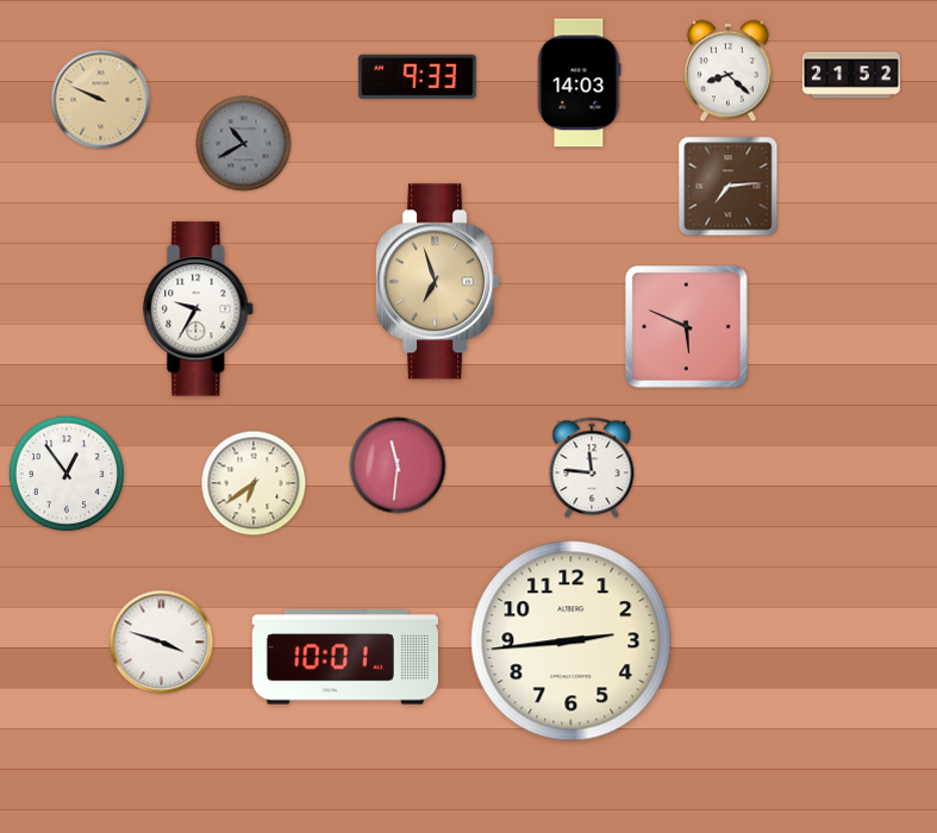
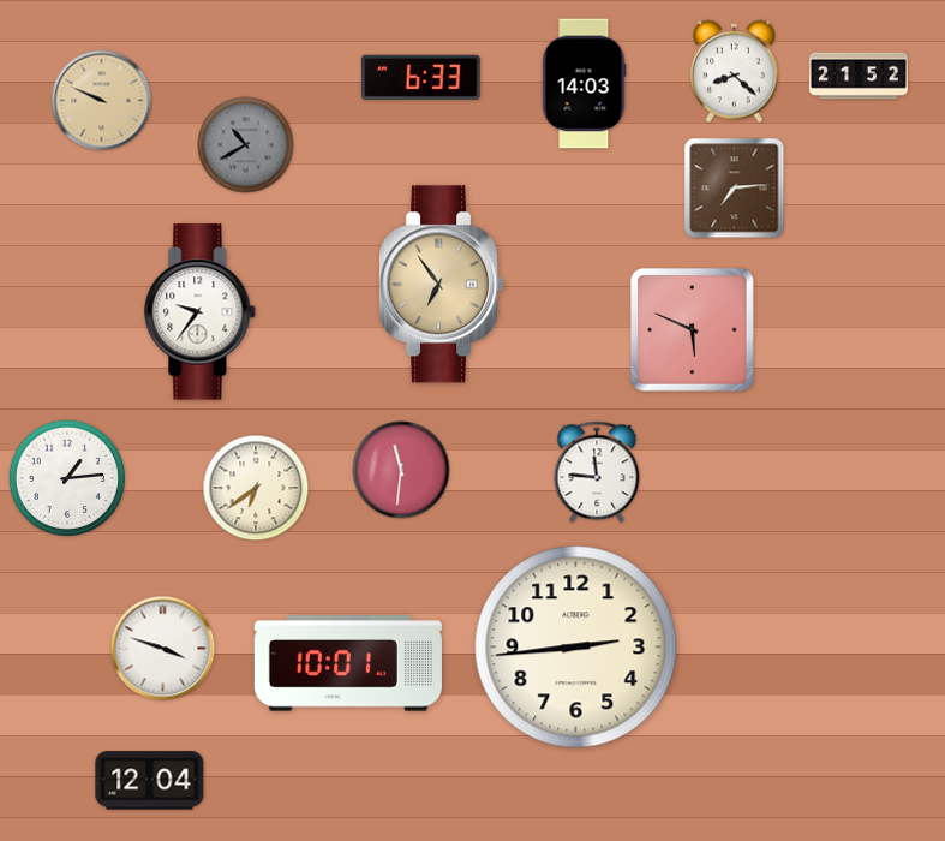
clock at (417, 76): 9:33 -> 6:33
clock at (438, 282): 6:57 -> 6:54
clock at (199, 309): 9:35 -> 9:36
clock at (67, 474): 12:54 -> 1:14
clock at (150, 781): none -> 12:04
